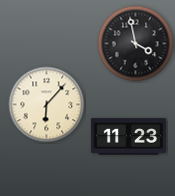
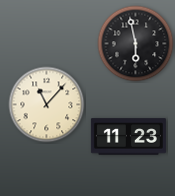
clock at (136, 44): 3:58 -> 5:58
clock at (47, 105): 6:07 -> 11:07
